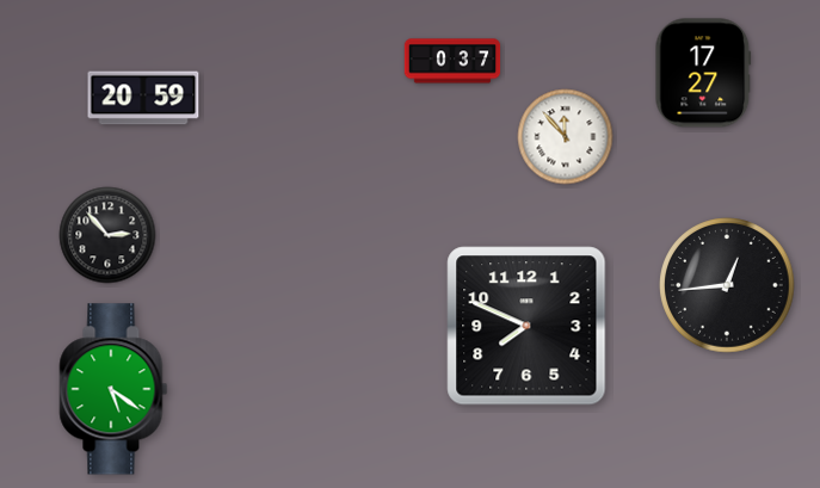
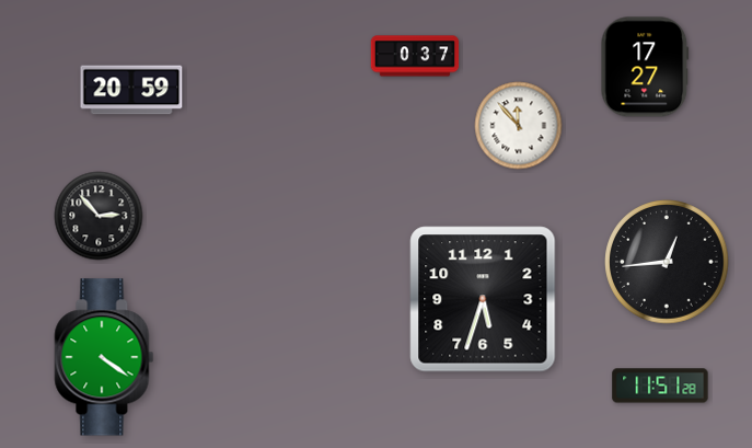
clock at (526, 326): 7:49 -> 5:33
clock at (113, 389): 5:21 -> 4:21
clock at (660, 386): none -> 11:51
